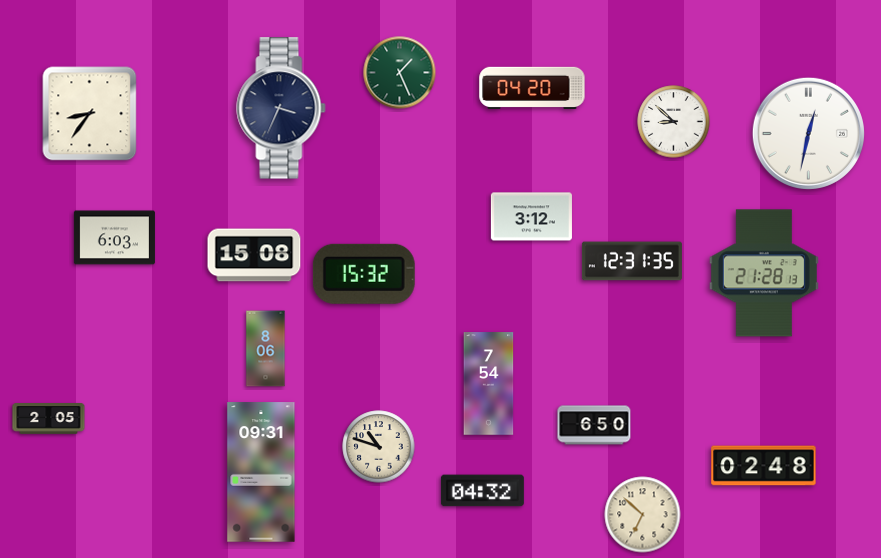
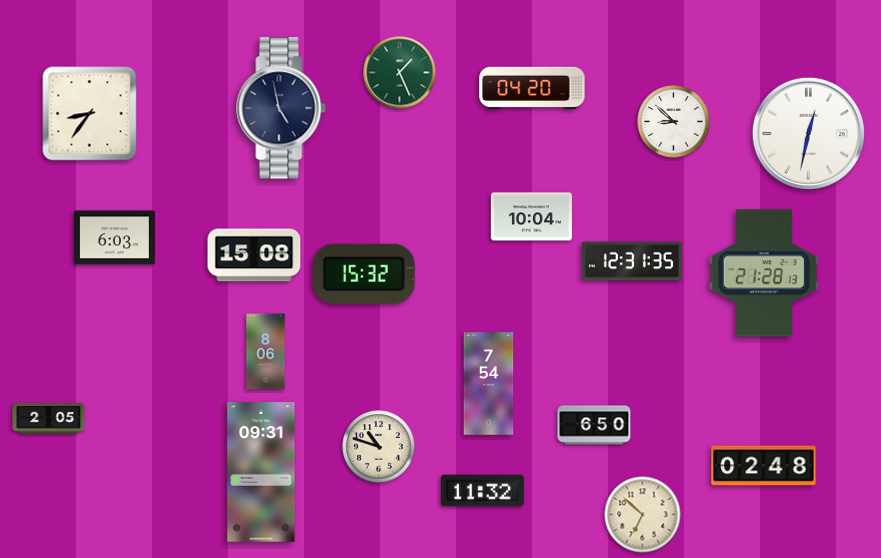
clock at (281, 108): 3:34 -> 4:58
clock at (531, 217): 3:12 -> 10:04
clock at (266, 349) position: (266, 349) -> (266, 352)
clock at (482, 491): 04:32 -> 11:32
